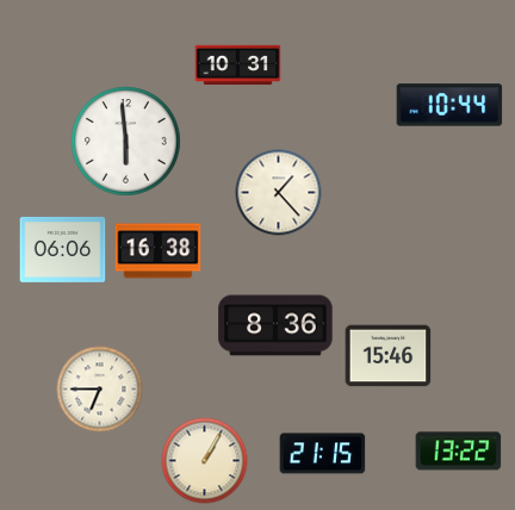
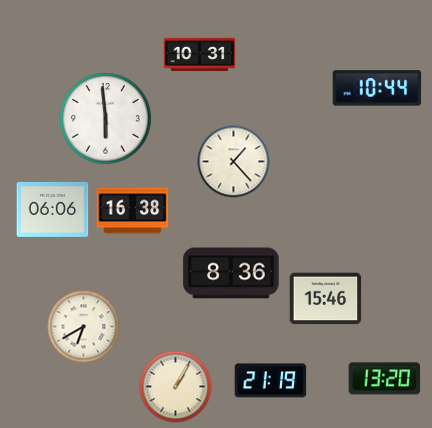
clock at (100, 390): 6:45 -> 6:40
clock at (459, 452): 13:22 -> 13:20
clock at (323, 454): 21:15 -> 21:19
clock at (205, 461) position: (205, 461) -> (176, 387)
